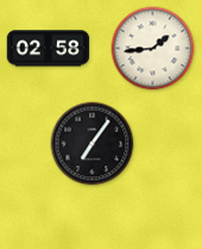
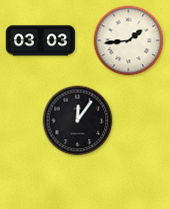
clock at (49, 49): 02:58 -> 03:03
clock at (93, 144): 7:06 -> 12:06
